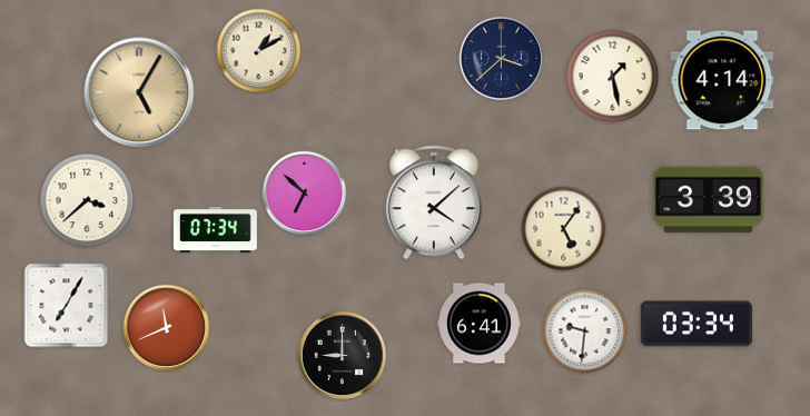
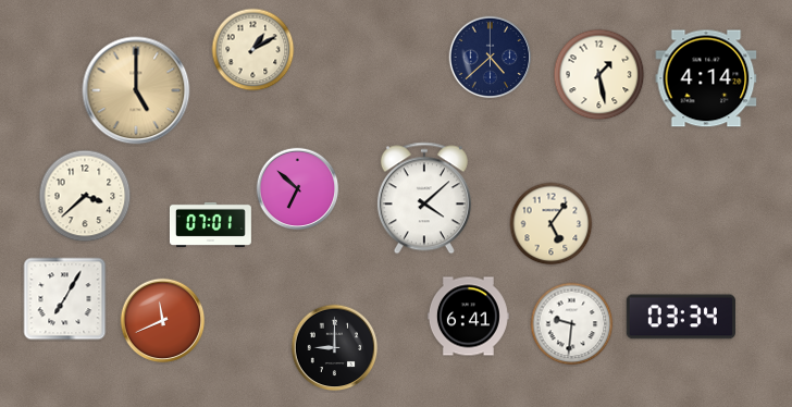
clock at (502, 59): 3:38 -> 4:38
clock at (139, 92): 5:05 -> 5:00
clock at (709, 200): 3:39 -> none
clock at (215, 229): 07:34 -> 07:01
